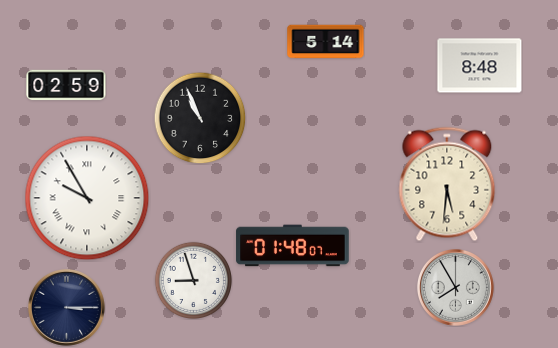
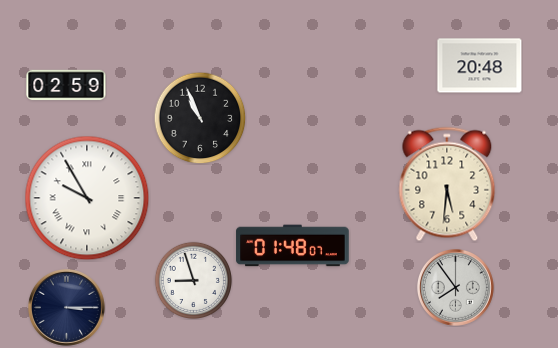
clock at (326, 42): 5:14 -> none
clock at (480, 66): 8:48 -> 20:48
clock at (455, 287): 7:55 -> 7:54
